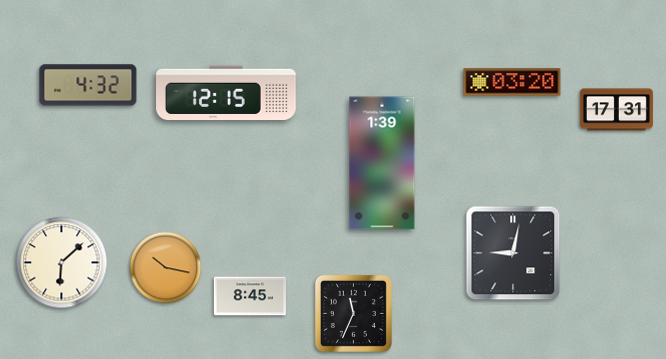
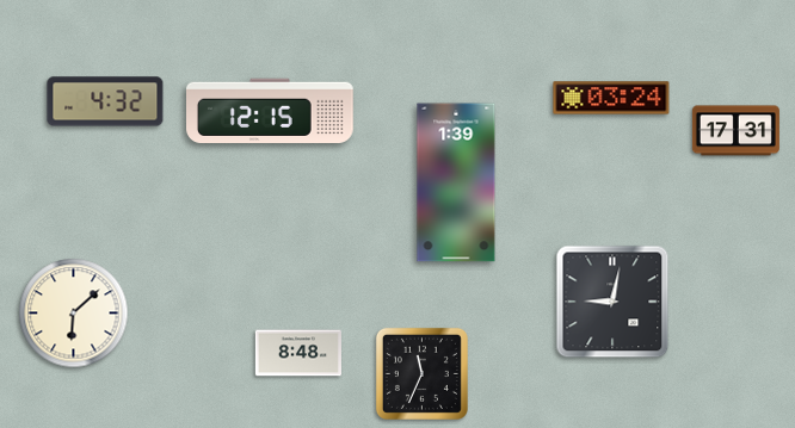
clock at (512, 82): 03:20 -> 03:24
clock at (382, 163) position: (382, 163) -> (456, 182)
clock at (166, 268): 10:17 -> none
clock at (250, 296): 8:45 -> 8:48
